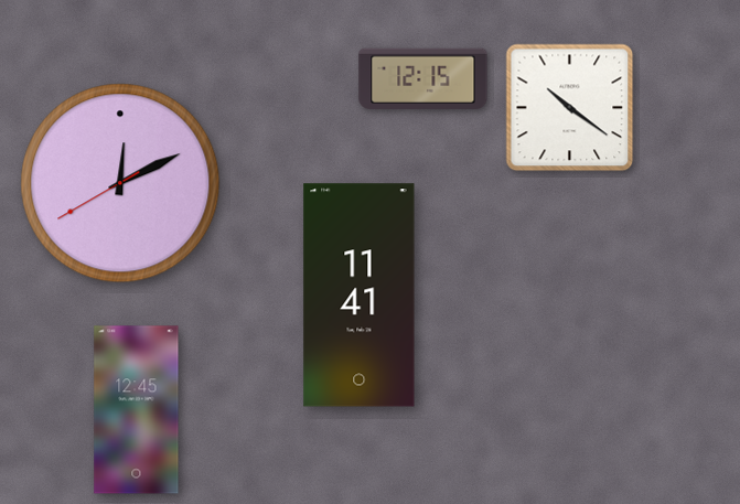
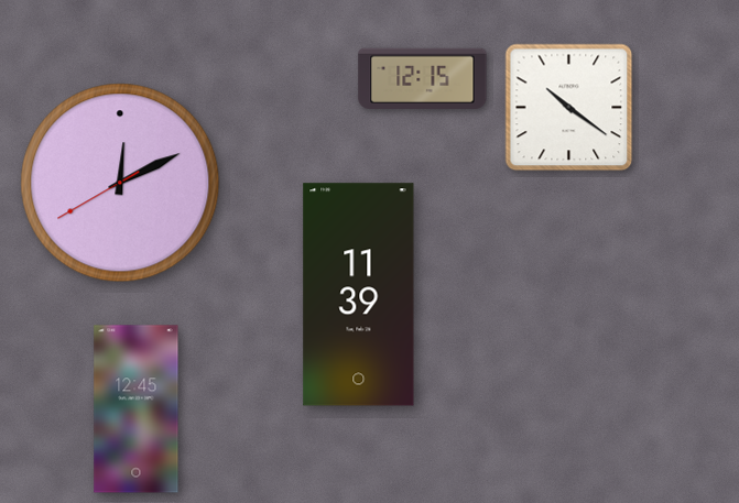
clock at (360, 296): 11:41 -> 11:39
